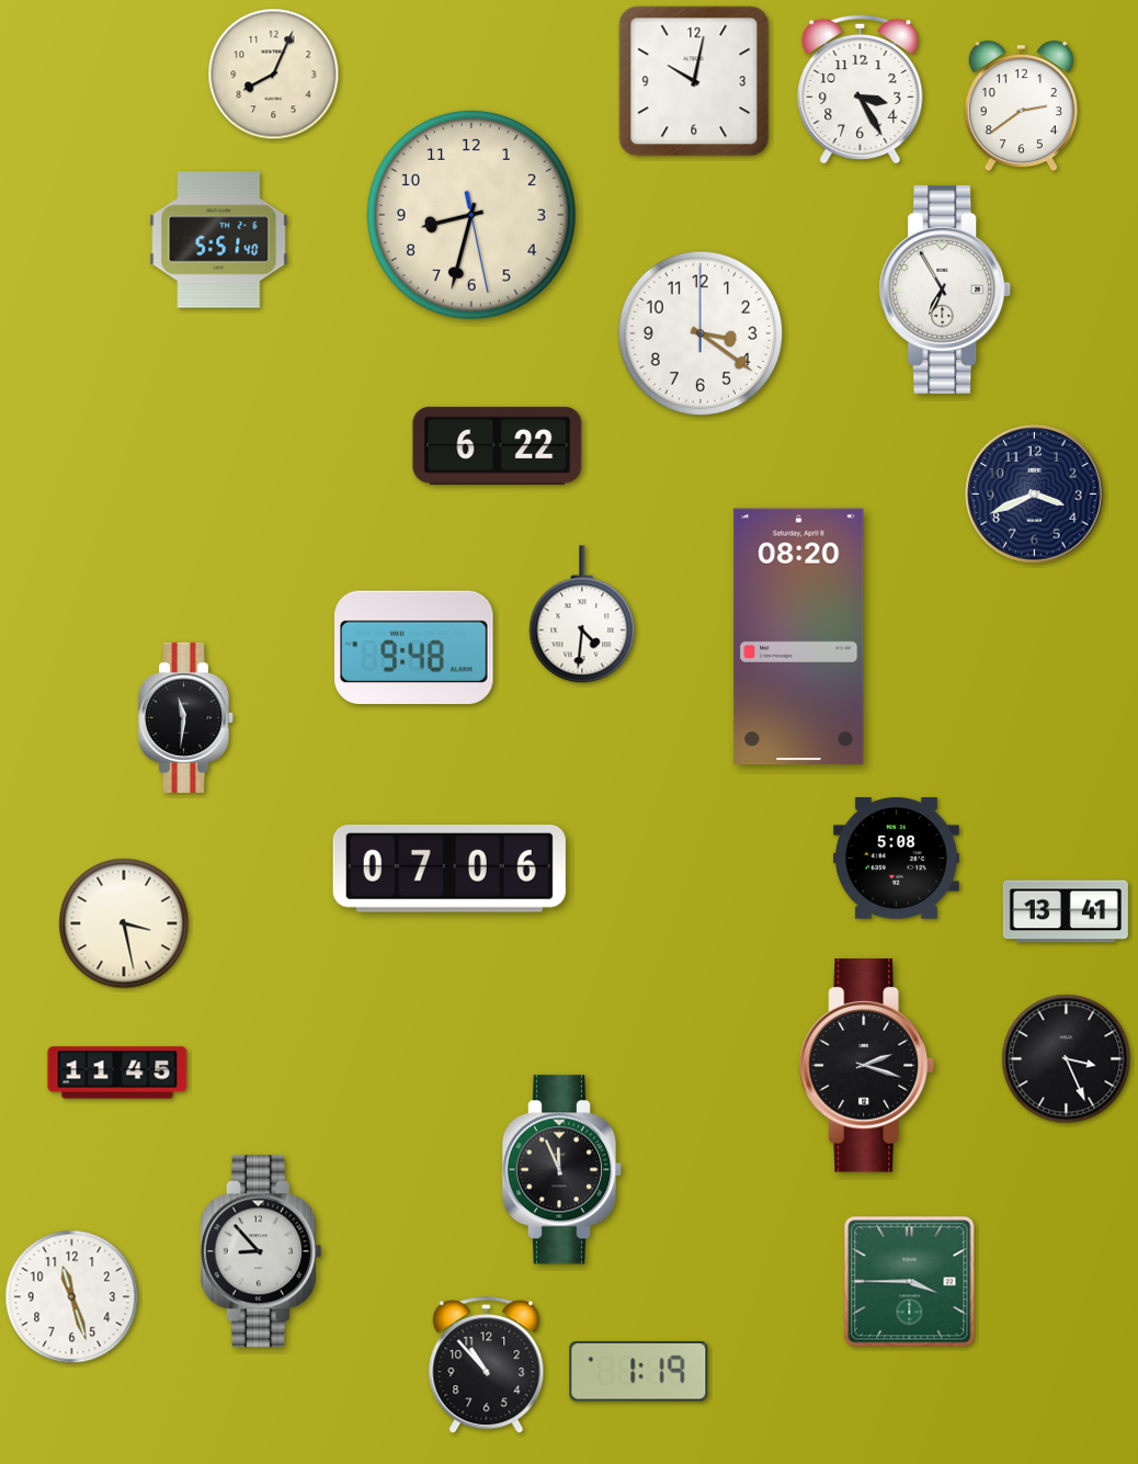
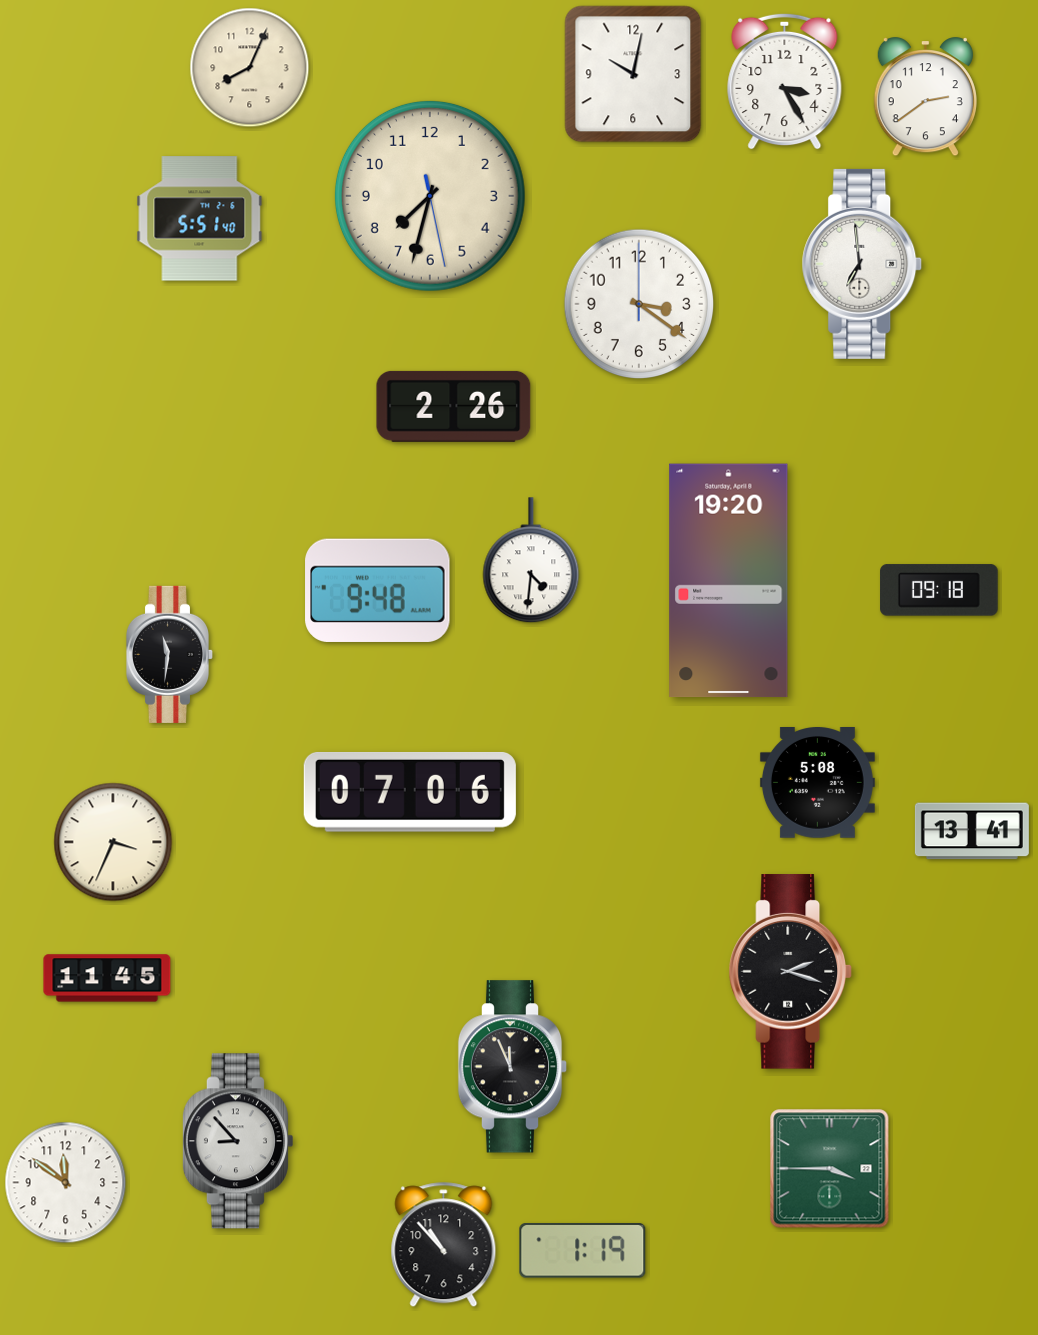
clock at (1021, 106) position: (1021, 106) -> (925, 97)
clock at (471, 215): 8:32 -> 7:32
clock at (945, 290): 6:55 -> 6:59
clock at (498, 445): 6:22 -> 2:26
clock at (1035, 495): 3:41 -> none
clock at (799, 637): 08:20 -> 19:20
clock at (939, 590): none -> 09:18
clock at (124, 923): 3:28 -> 3:34
clock at (1067, 1059): 3:26 -> none
clock at (72, 1297): 11:27 -> 11:51
